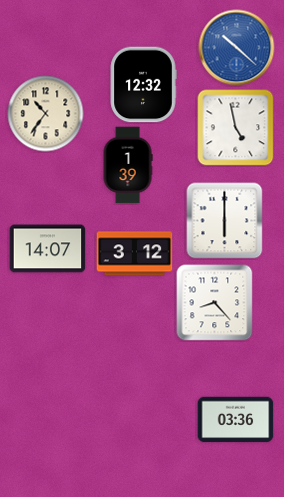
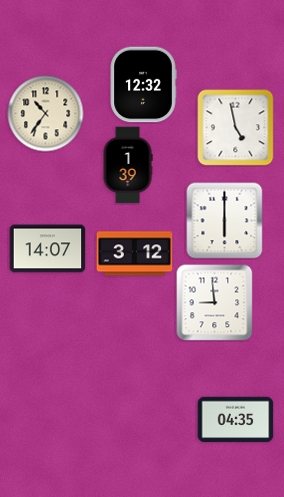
clock at (237, 48): 10:22 -> none
clock at (215, 303): 8:23 -> 8:59
clock at (236, 420): 03:36 -> 04:35
